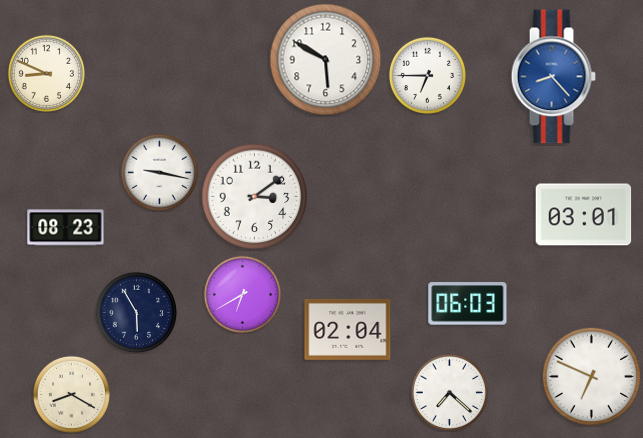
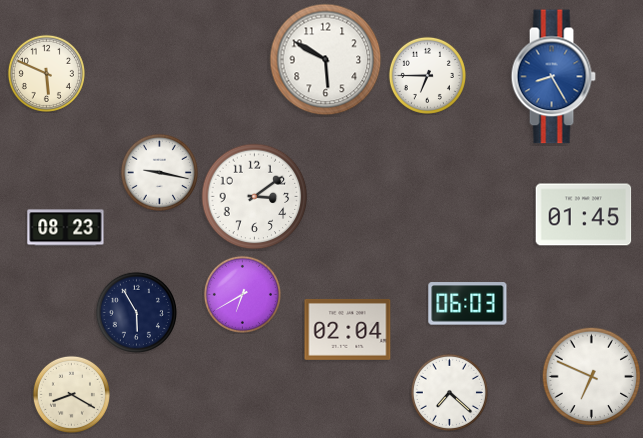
clock at (46, 73): 8:49 -> 5:49
clock at (553, 77): 8:23 -> 8:25
clock at (584, 215): 03:01 -> 01:45
